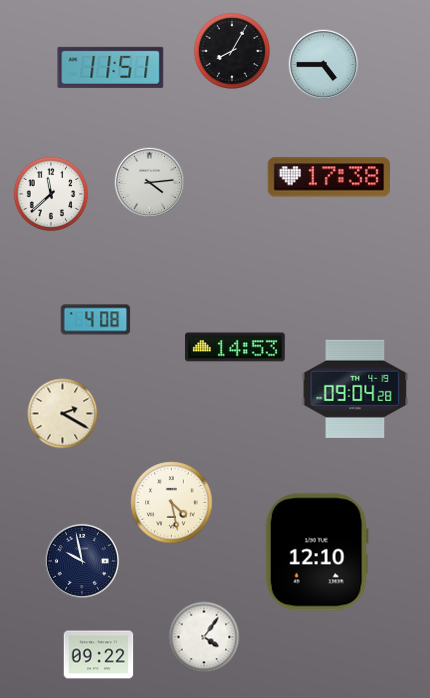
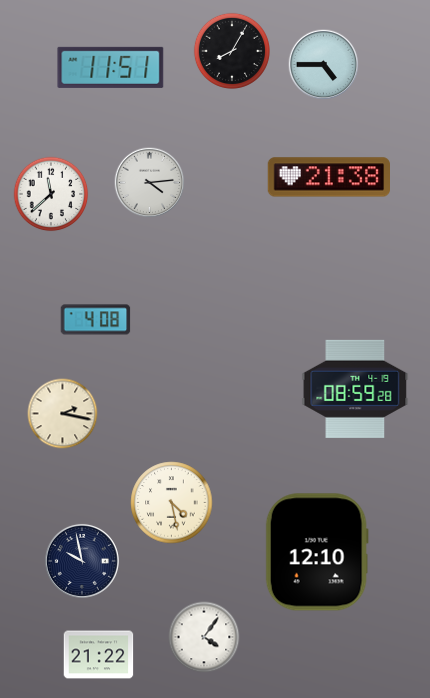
clock at (328, 177): 17:38 -> 21:38
clock at (235, 347): 14:53 -> none
clock at (355, 389): 09:04 -> 08:59
clock at (63, 414): 2:20 -> 2:17
clock at (99, 655): 09:22 -> 21:22
